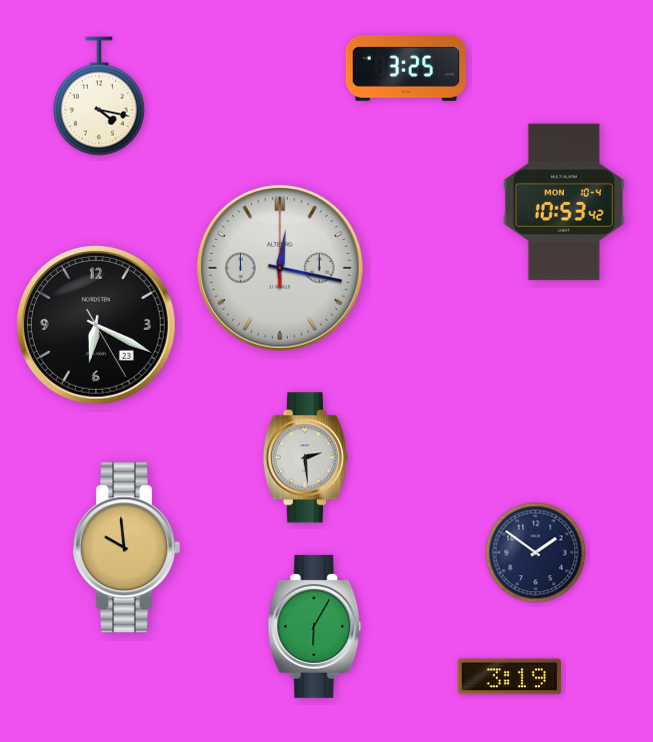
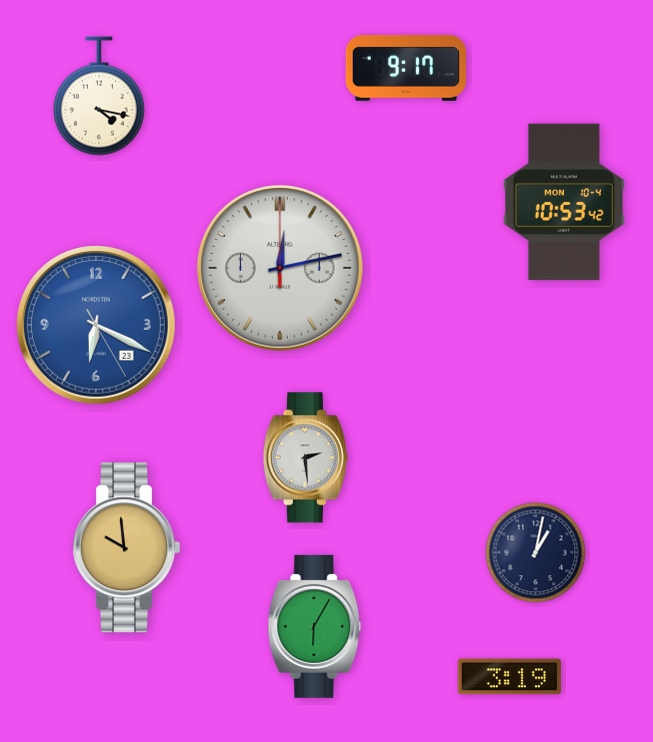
clock at (405, 68): 3:25 -> 9:17
clock at (280, 268): 12:17 -> 12:13
clock at (96, 325) dial: black -> blue
clock at (536, 553): 1:51 -> 1:02
